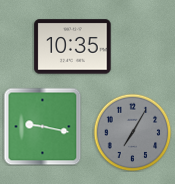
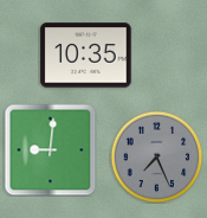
clock at (42, 126): 9:17 -> 9:01
clock at (132, 132): 7:05 -> 7:26
